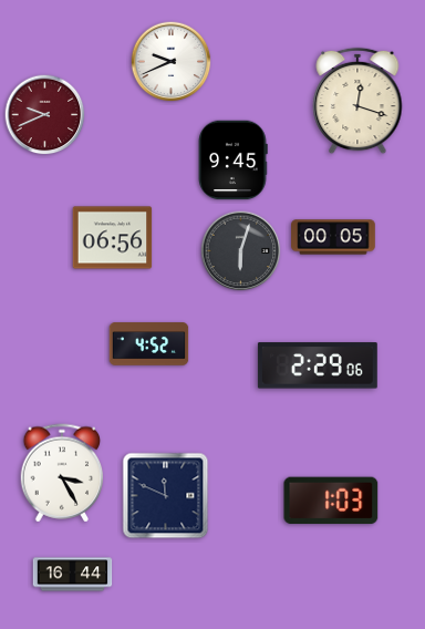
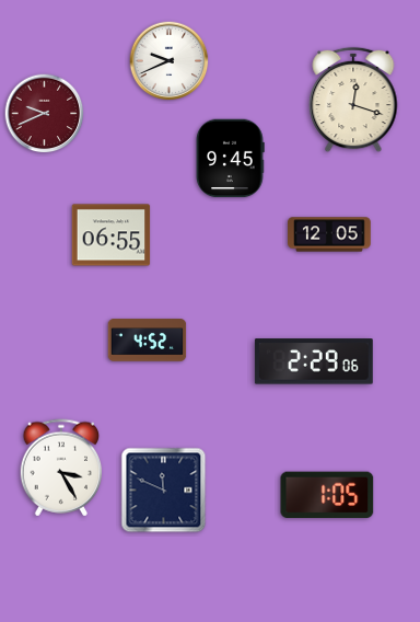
clock at (333, 237): 00:05 -> 12:05
clock at (113, 238): 06:56 -> 06:55
clock at (241, 251): 6:03 -> none
clock at (331, 501): 1:03 -> 1:05
clock at (73, 575): 16:44 -> none
